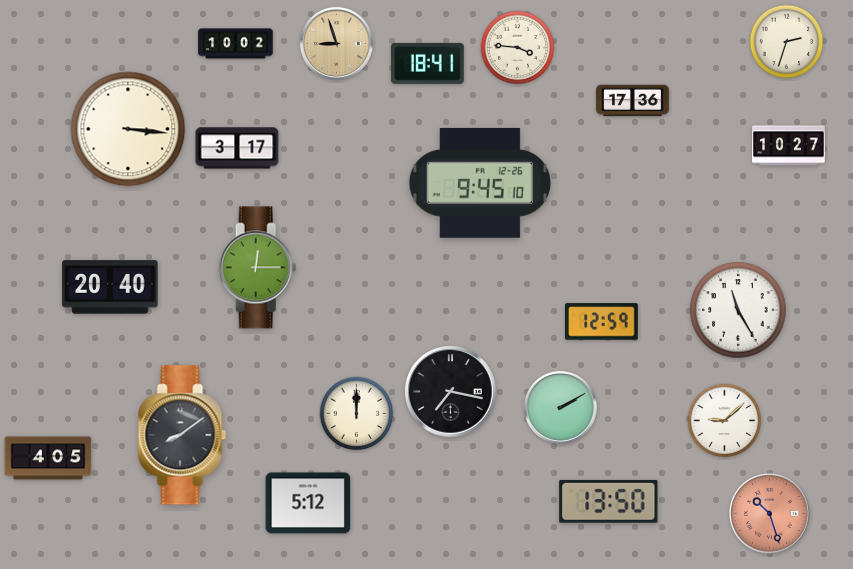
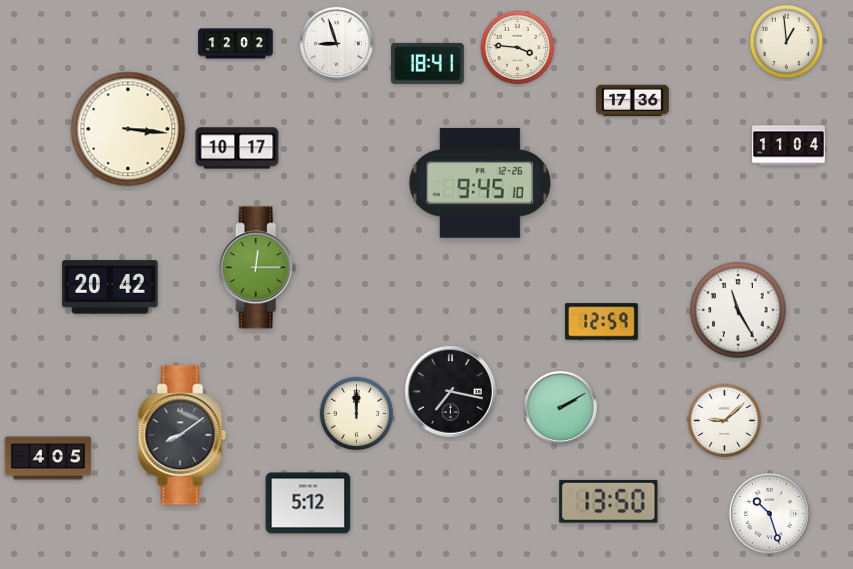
clock at (787, 42): 2:33 -> 12:59
clock at (336, 43) dial: champagne -> white
clock at (236, 44): 10:02 -> 12:02
clock at (789, 146): 10:27 -> 11:04
clock at (237, 148): 3:17 -> 10:17
clock at (110, 287): 20:40 -> 20:42
clock at (769, 513) dial: salmon -> white
